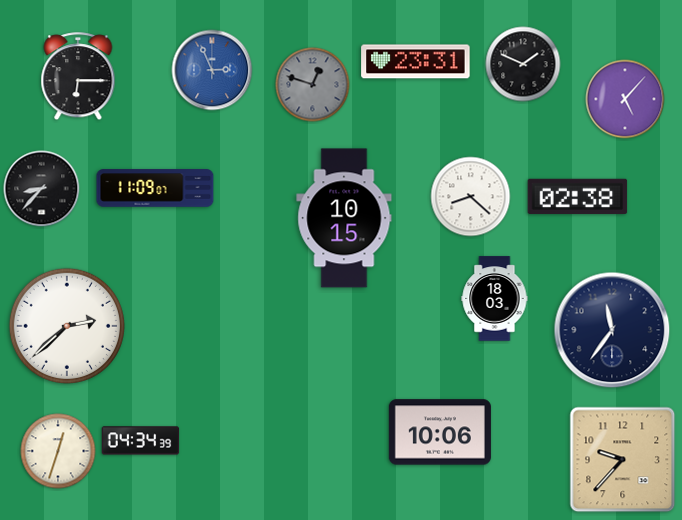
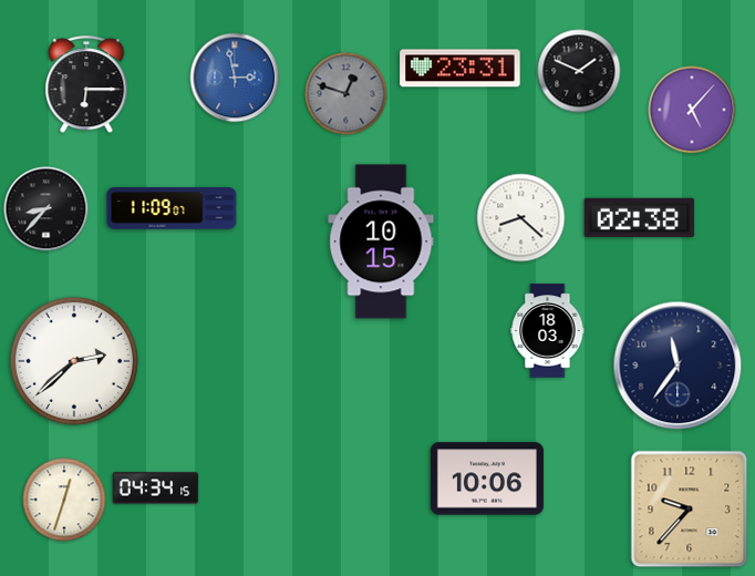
clock at (212, 70): 2:56 -> 2:58
clock at (141, 441): 04:34:39 -> 04:34:15
